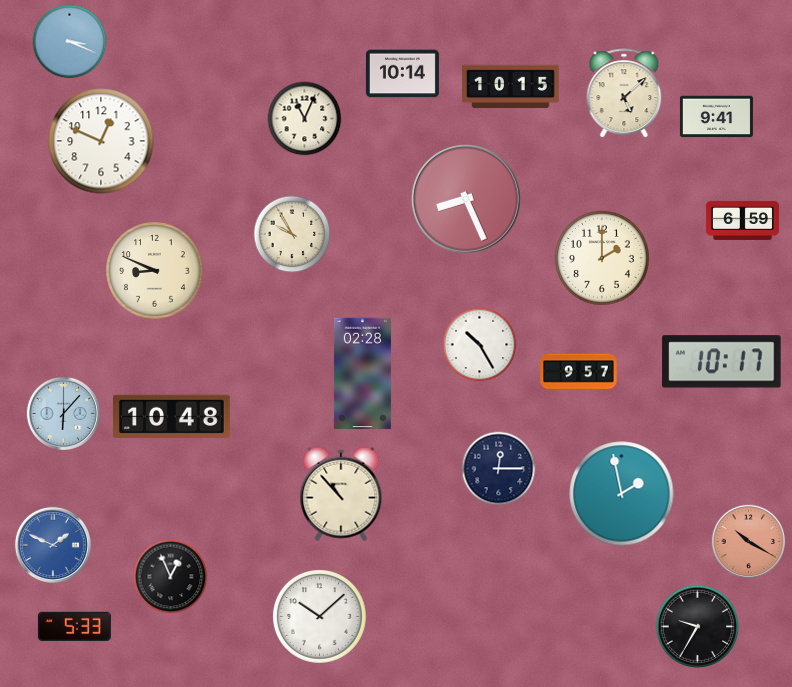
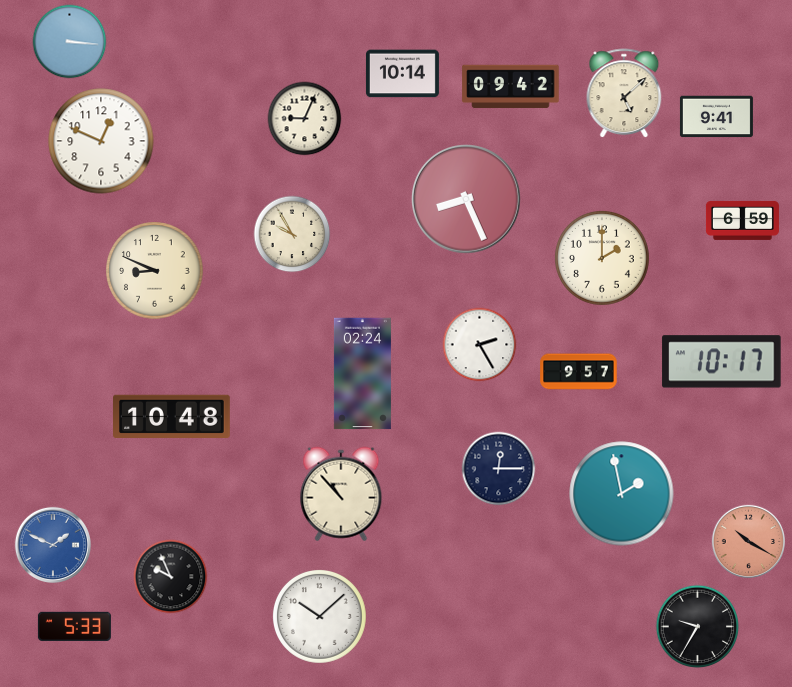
clock at (70, 42): 3:19 -> 3:16
clock at (511, 87): 10:15 -> 09:42
clock at (305, 119): 11:04 -> 9:04
clock at (480, 345): 10:25 -> 2:25
clock at (362, 374): 02:28 -> 02:24
clock at (63, 413): 6:07 -> none
clock at (171, 577): 12:56 -> 9:56
